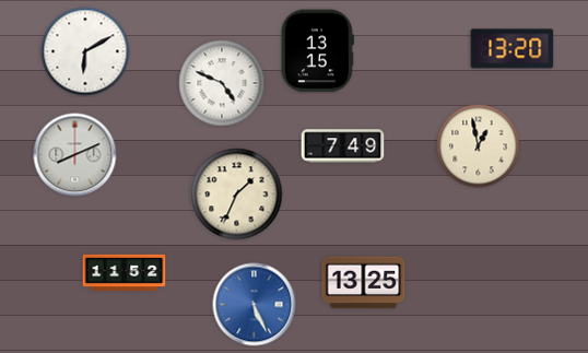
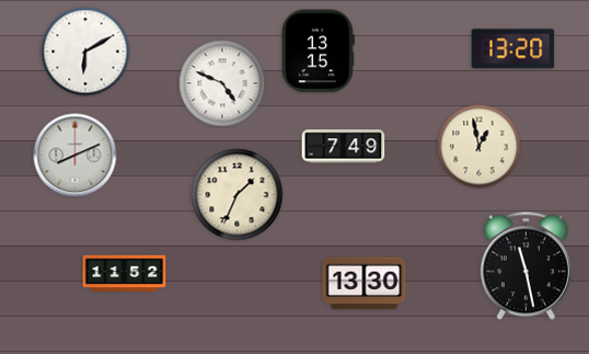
clock at (526, 266): none -> 11:28
clock at (364, 283): 13:25 -> 13:30
clock at (255, 305): 5:26 -> none
